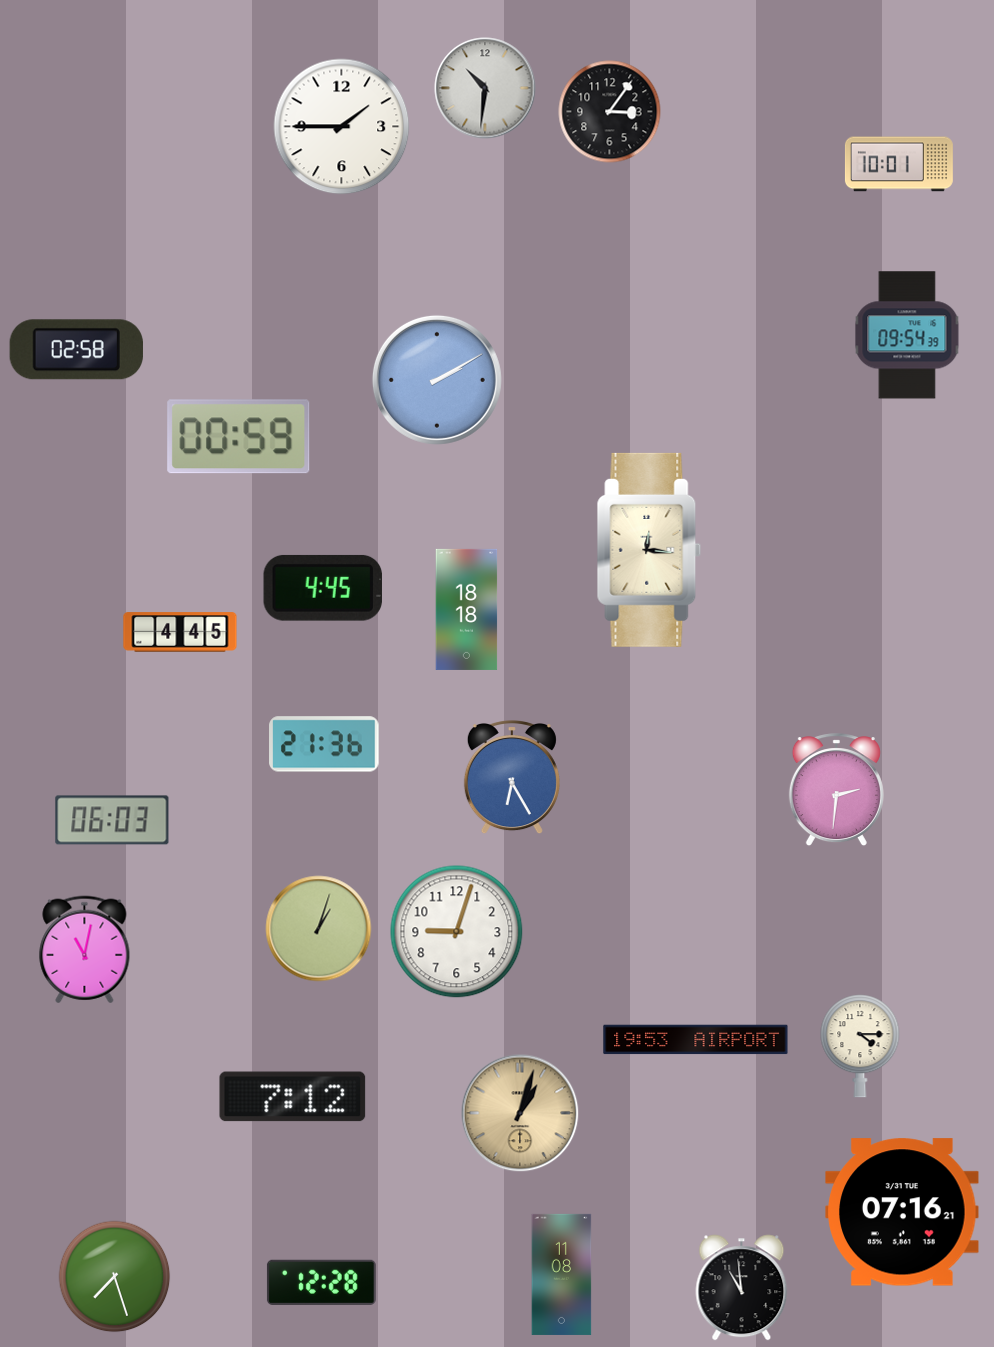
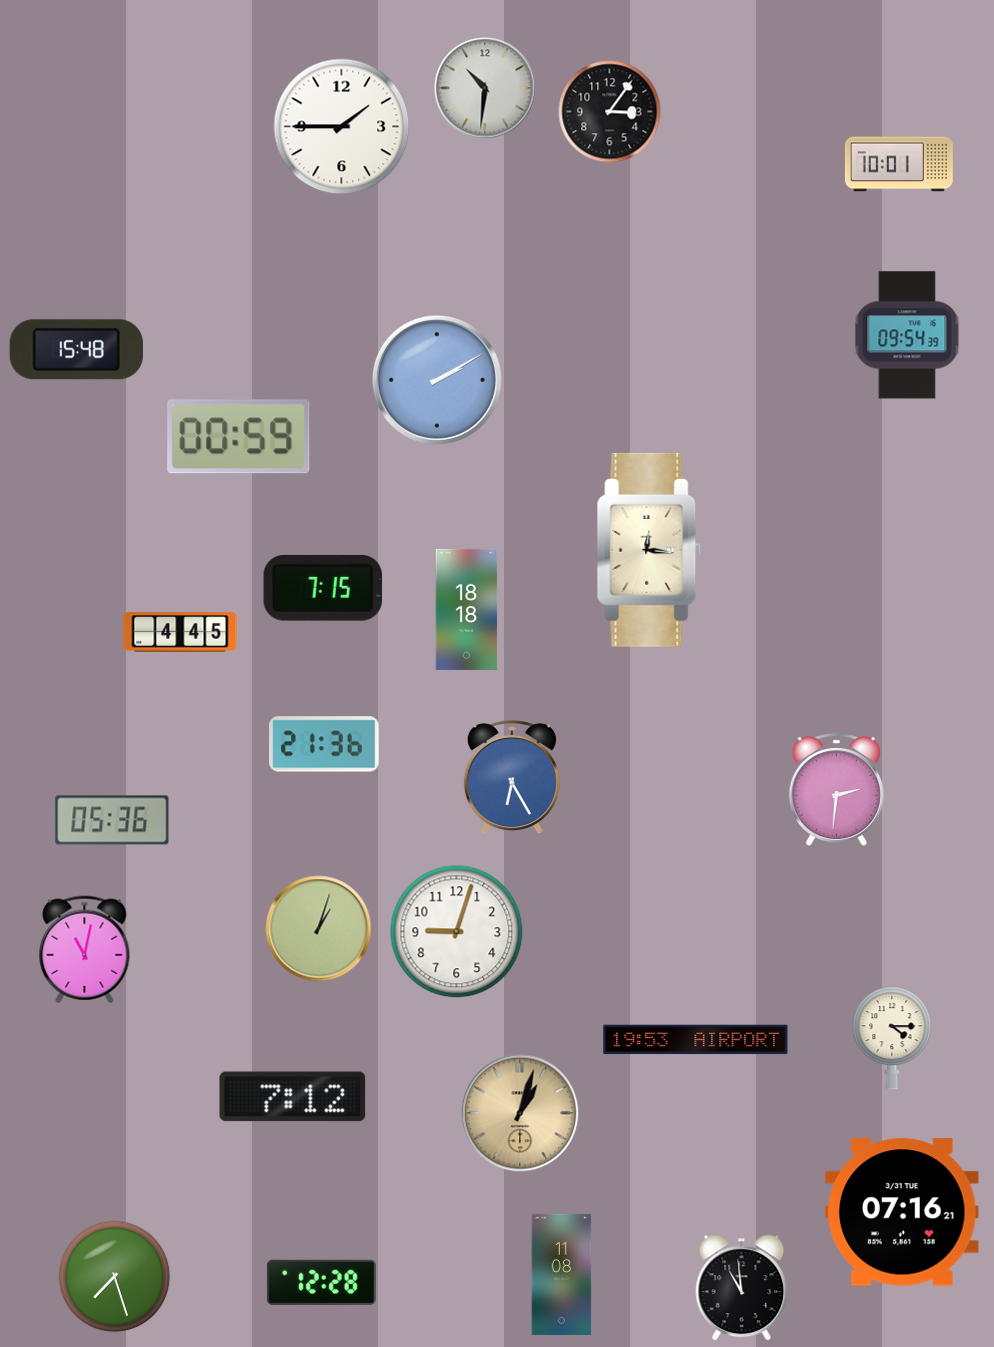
clock at (76, 350): 02:58 -> 15:48
clock at (323, 588): 4:45 -> 7:15
clock at (112, 820): 06:03 -> 05:36
clock at (860, 1046) position: (860, 1046) -> (892, 1038)
